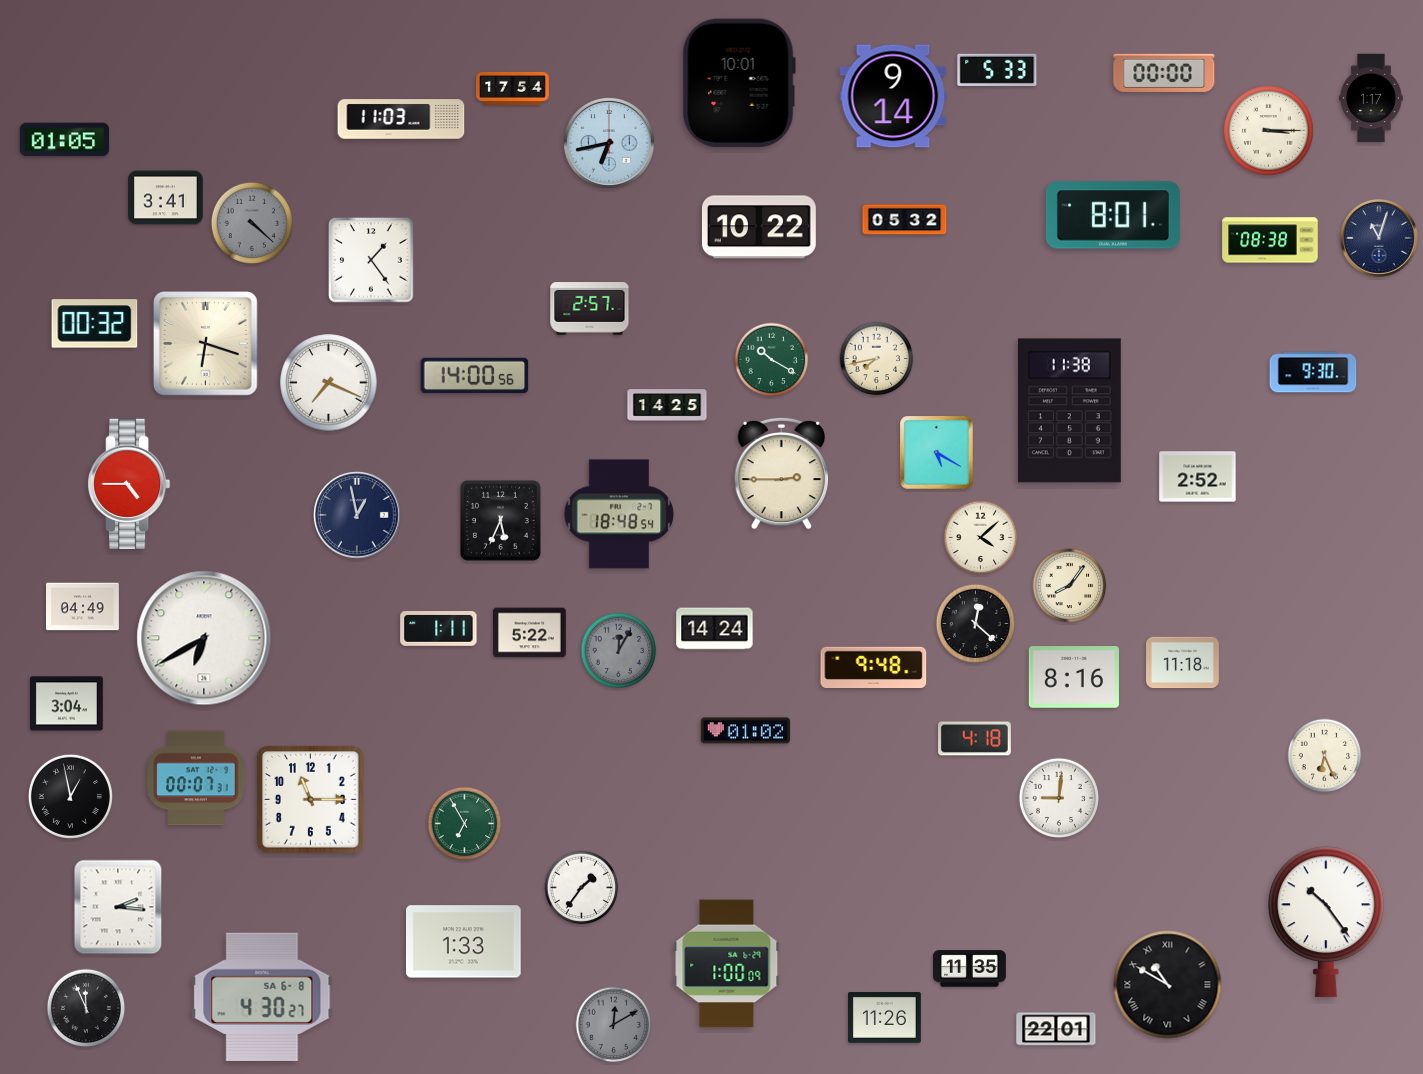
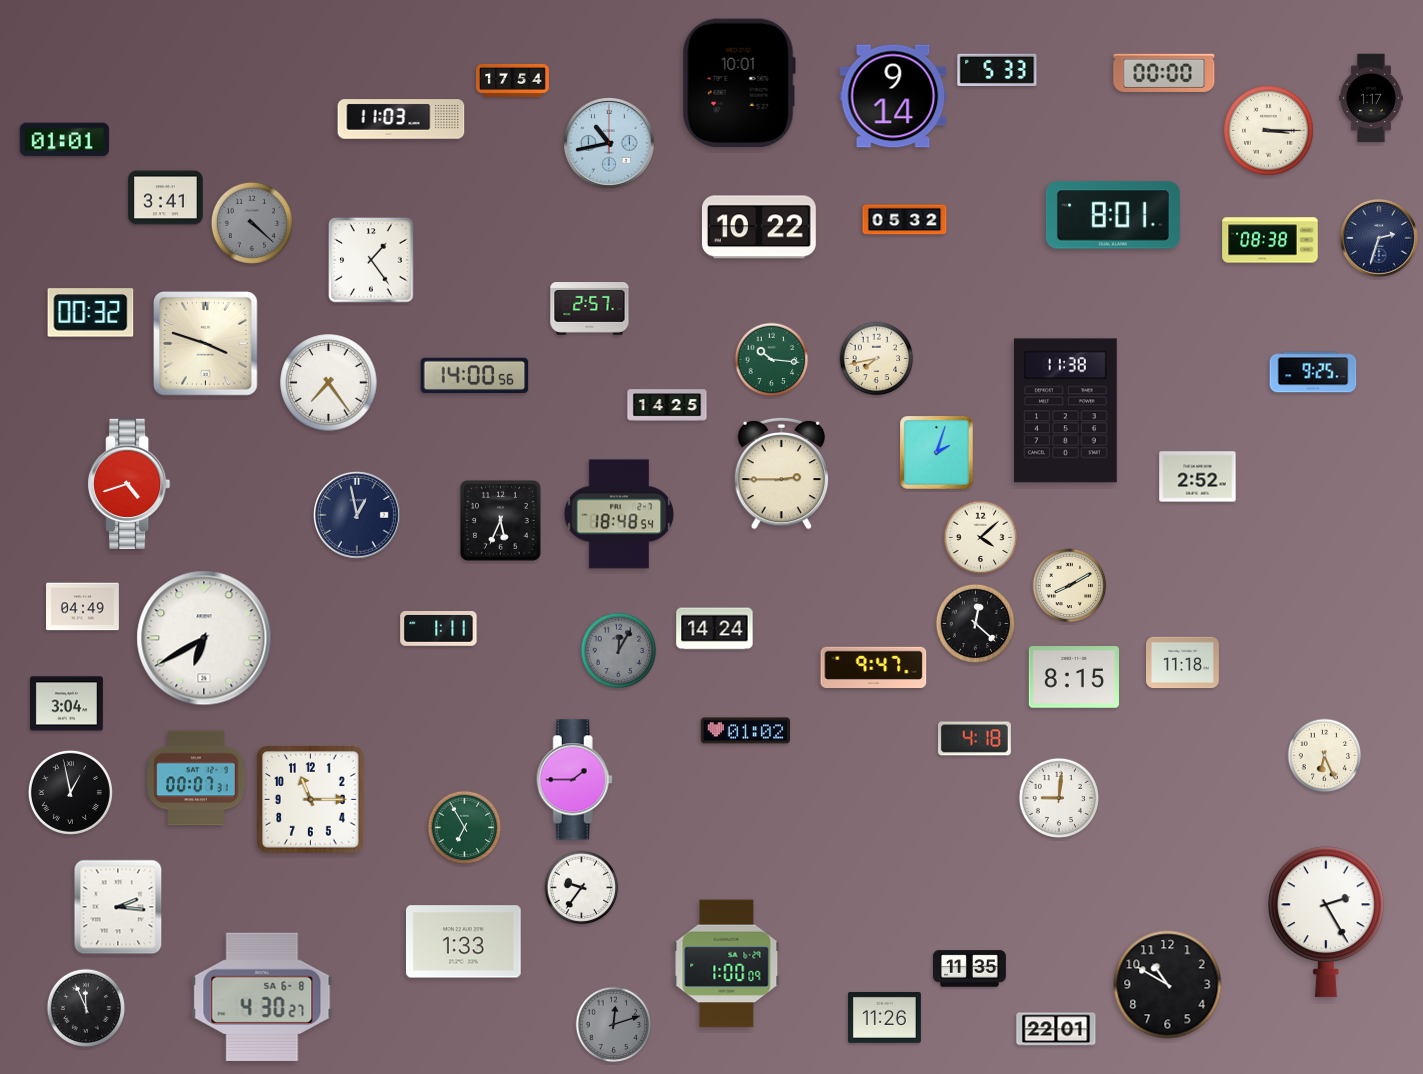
clock at (513, 88) position: (513, 88) -> (513, 80)
clock at (65, 140): 01:05 -> 01:01
clock at (610, 144): 6:43 -> 10:43
clock at (1379, 238): 11:03 -> 2:33
clock at (95, 324) position: (95, 324) -> (91, 313)
clock at (206, 344): 6:18 -> 3:48
clock at (772, 360): 10:20 -> 10:16
clock at (1313, 372): 9:30 -> 9:25
clock at (329, 383): 7:19 -> 7:24
clock at (1069, 411) position: (1069, 411) -> (1065, 411)
clock at (937, 453): 5:20 -> 2:03
clock at (129, 484): 4:45 -> 4:42
clock at (1070, 586): 8:06 -> 8:10
clock at (530, 633): 5:22 -> none
clock at (874, 667): 9:48 -> 9:47
clock at (1074, 677): 8:16 -> 8:15
clock at (574, 780): none -> 1:45
clock at (70, 796) position: (70, 796) -> (70, 792)
clock at (465, 824) position: (465, 824) -> (465, 828)
clock at (582, 888): 1:36 -> 9:36
clock at (1327, 922): 10:24 -> 2:25
clock at (1168, 985) numerals: Roman -> Arabic
clock at (614, 1025): 12:10 -> 12:12
